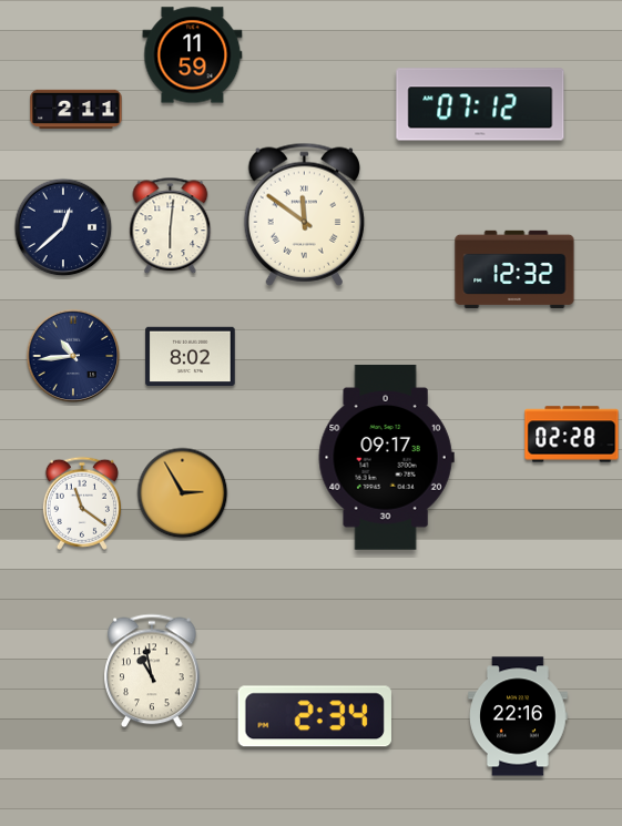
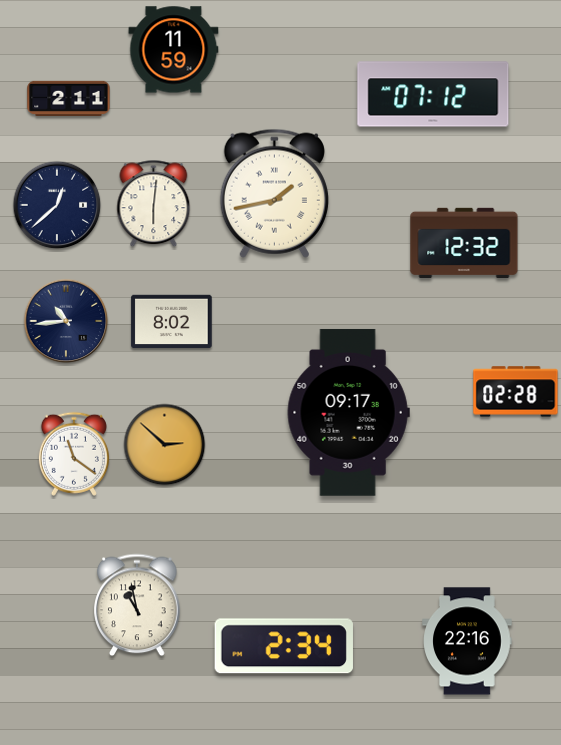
clock at (304, 214): 11:51 -> 1:43
clock at (183, 493): 2:55 -> 2:52
clock at (518, 716) position: (518, 716) -> (467, 641)
